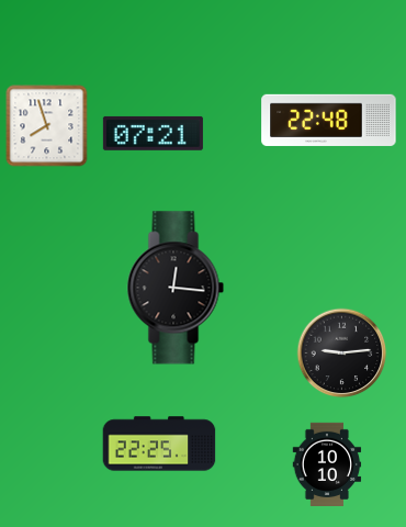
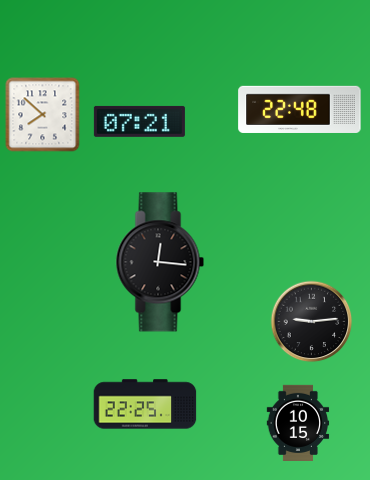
clock at (47, 126): 7:57 -> 7:52
clock at (327, 463): 10:10 -> 10:15
